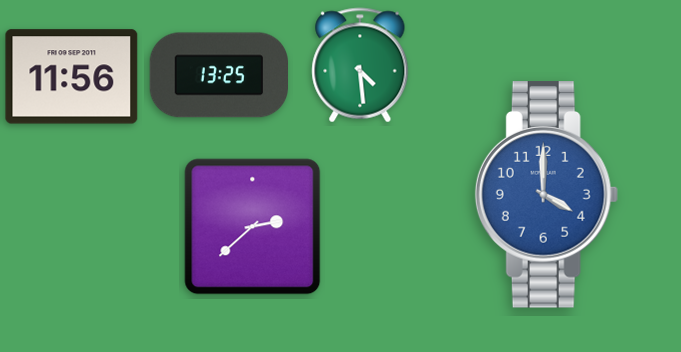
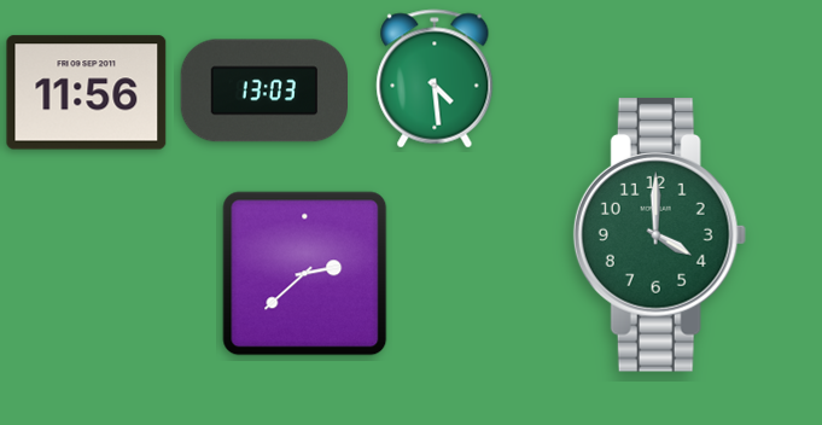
clock at (218, 75): 13:25 -> 13:03
clock at (546, 195) dial: blue -> green
